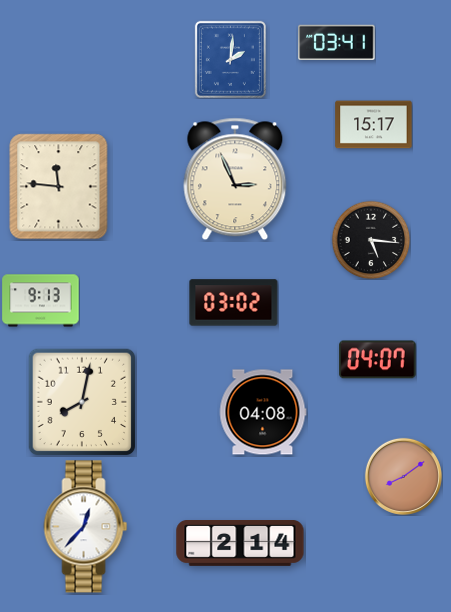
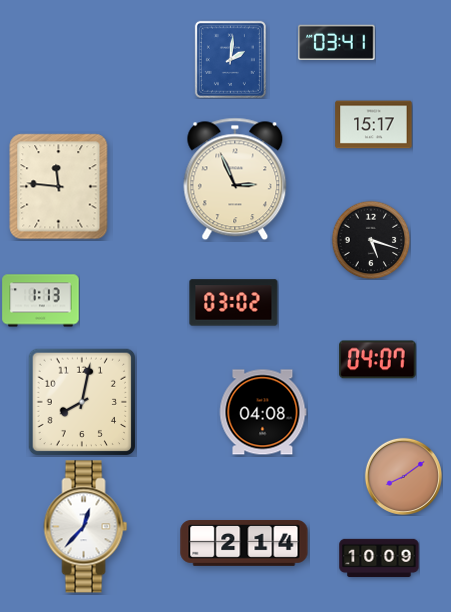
clock at (371, 240): 5:16 -> 5:18
clock at (41, 301): 9:13 -> 1:13
clock at (240, 544) position: (240, 544) -> (244, 544)
clock at (379, 558): none -> 10:09
